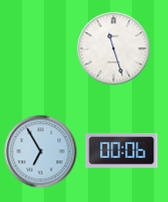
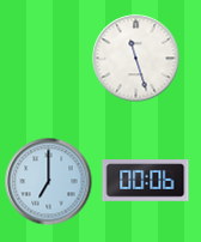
clock at (41, 152): 6:55 -> 7:00
